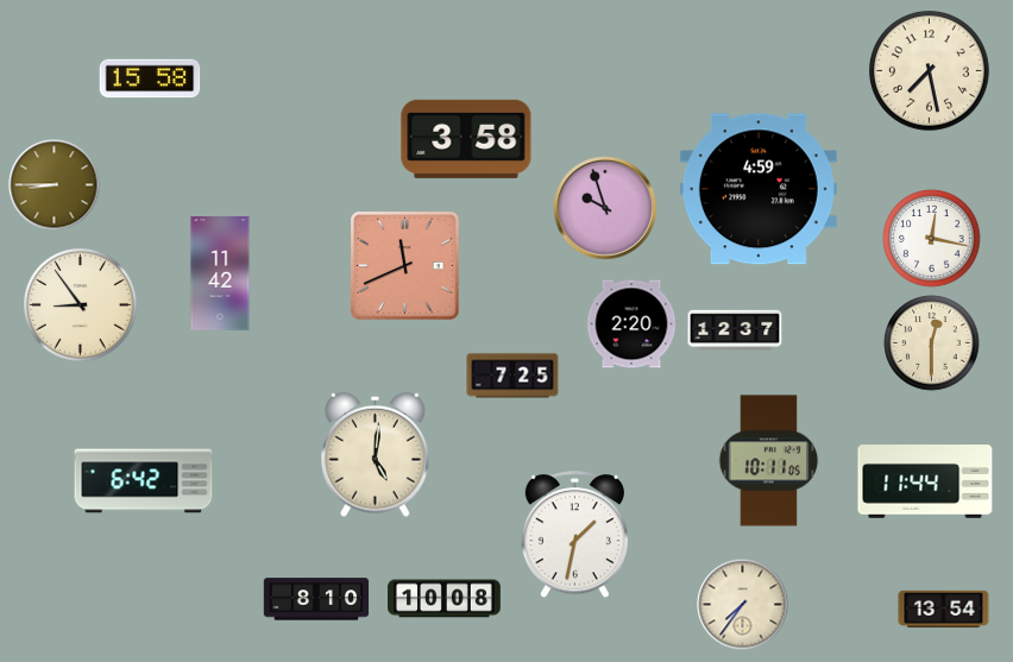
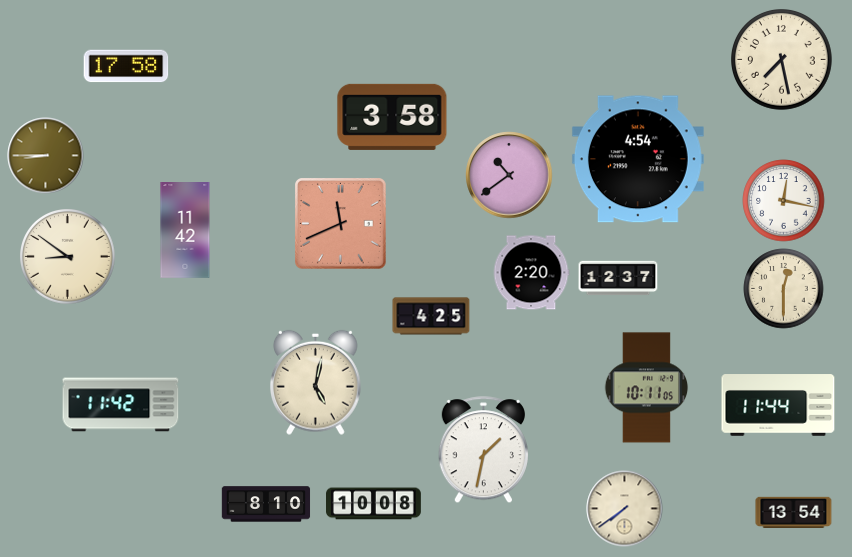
clock at (150, 78): 15:58 -> 17:58
clock at (759, 189): 4:59 -> 4:54
clock at (605, 208): 9:57 -> 10:39
clock at (81, 305): 8:54 -> 8:51
clock at (512, 376): 7:25 -> 4:25
clock at (376, 454): 5:01 -> 5:02
clock at (144, 481): 6:42 -> 11:42
clock at (743, 605): 7:36 -> 7:39
